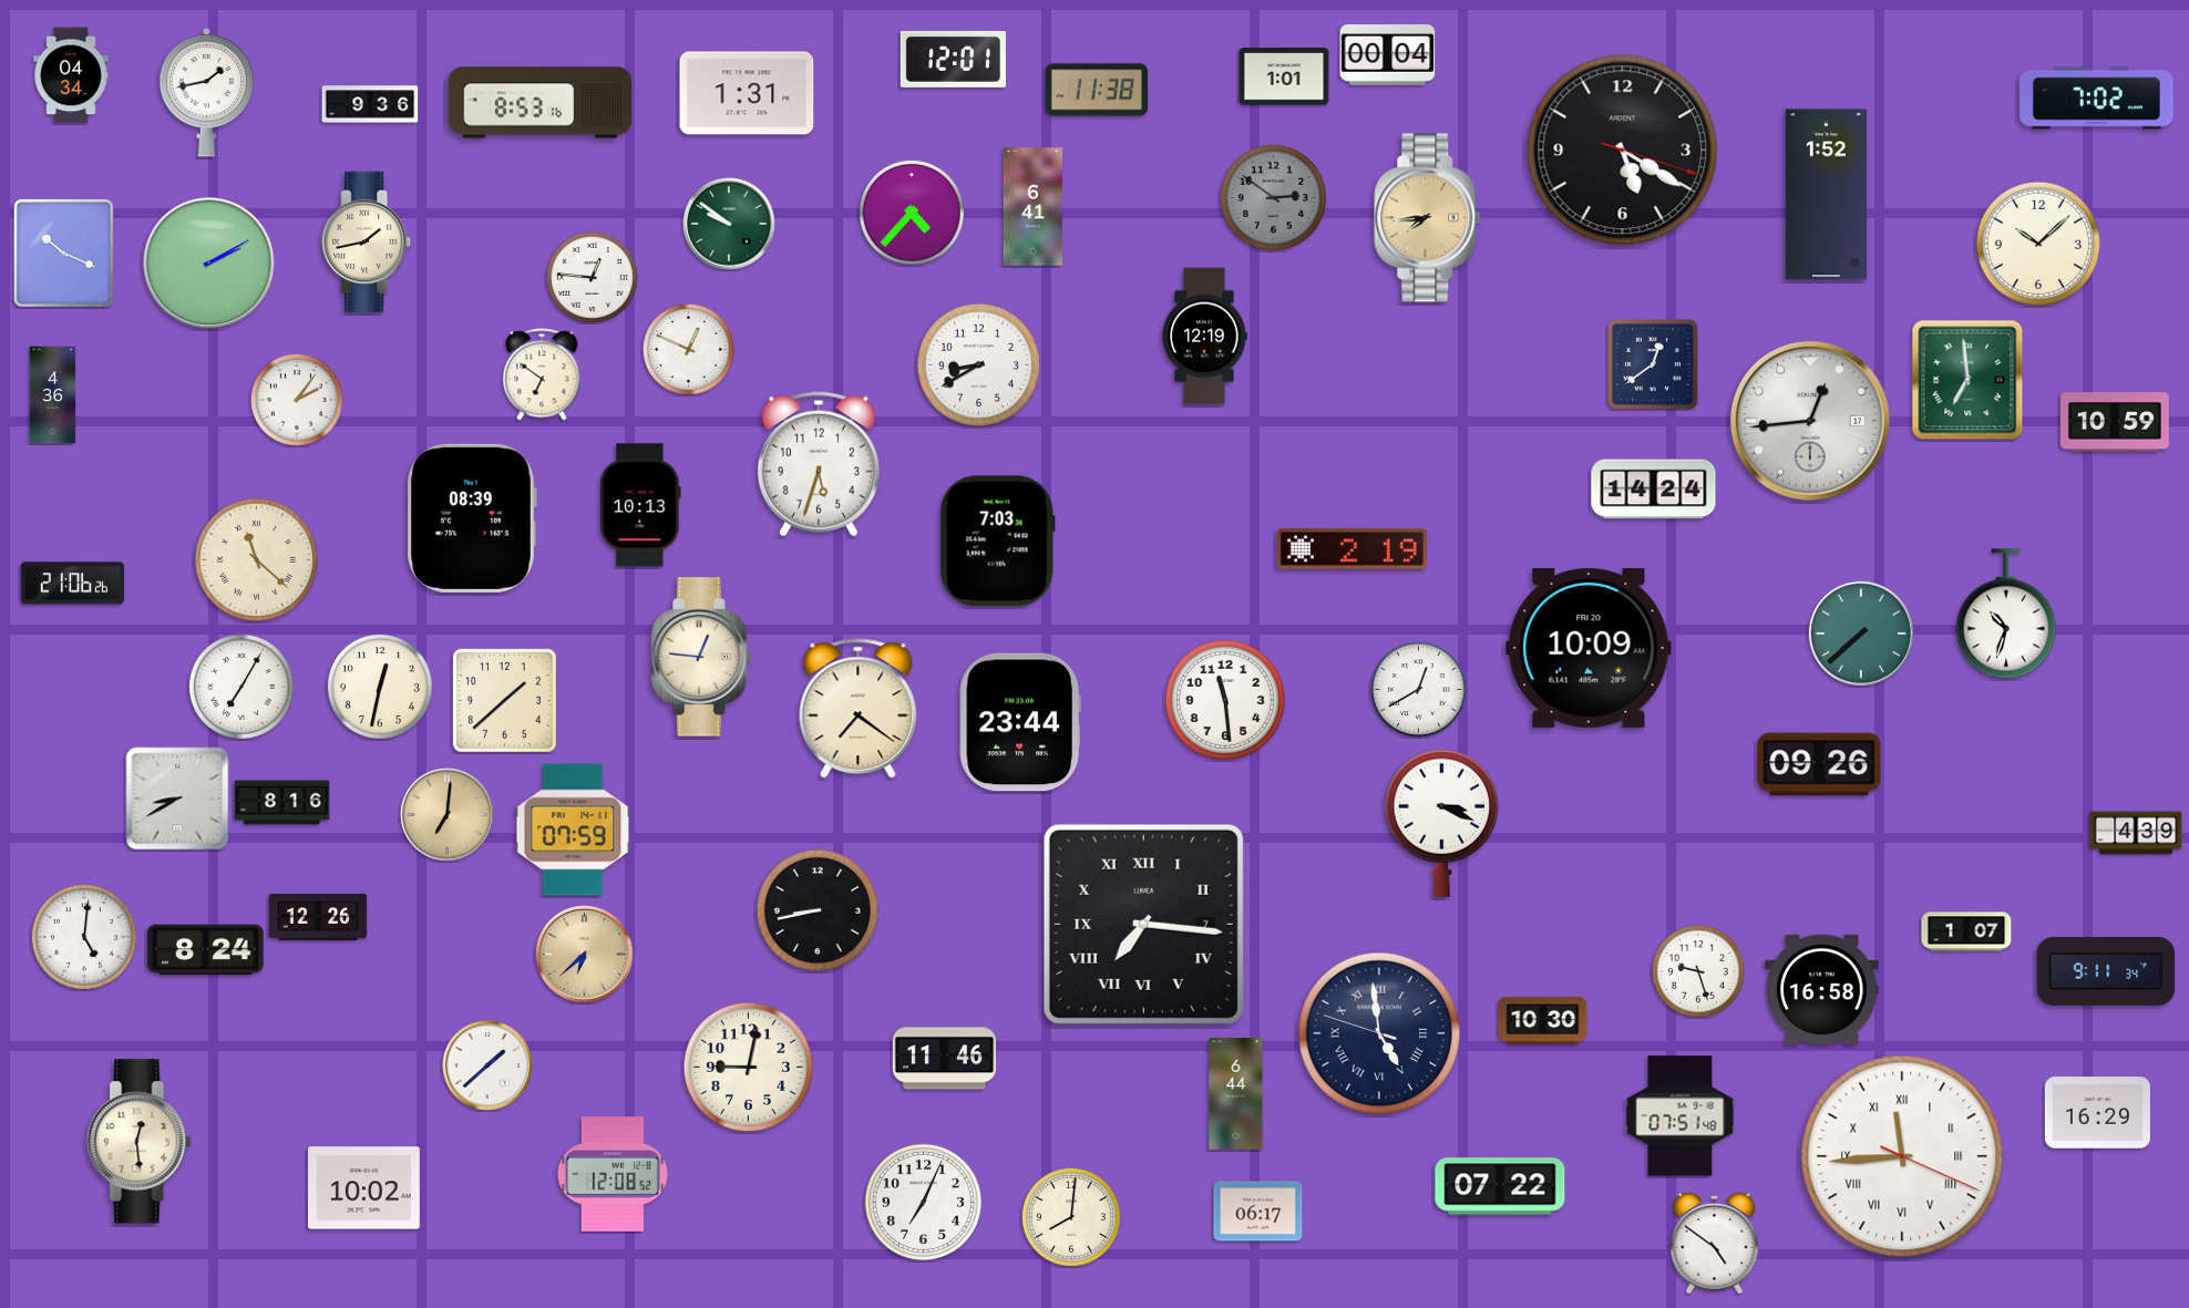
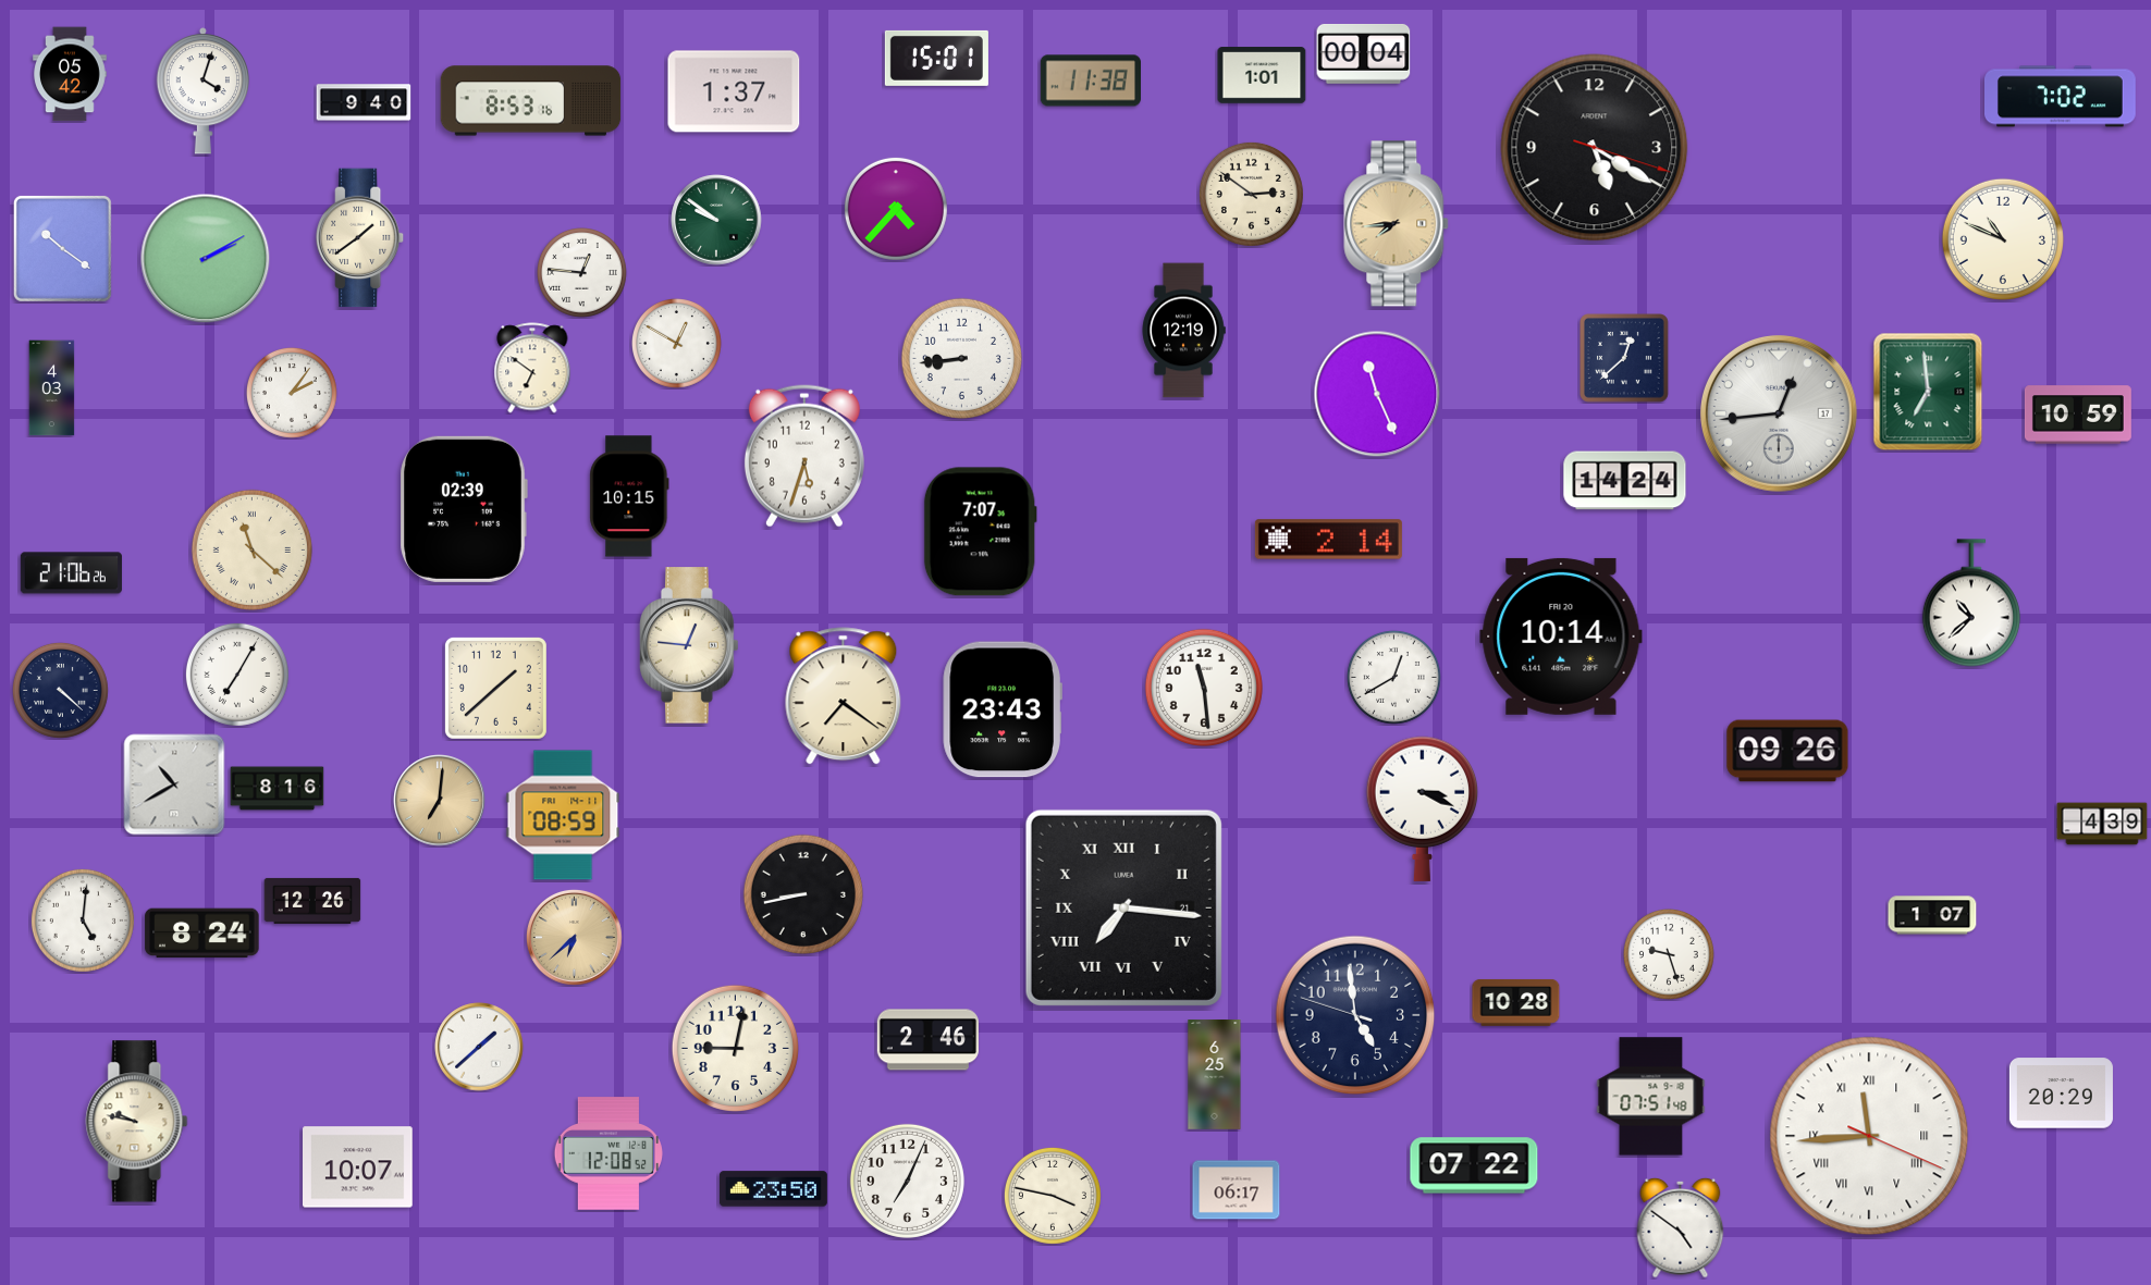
clock at (953, 59): 12:01 -> 15:01
clock at (71, 75): 04:34 -> 05:42
clock at (1096, 90) position: (1096, 90) -> (1090, 81)
clock at (207, 93): 1:43 -> 4:03
clock at (747, 93): 1:31 -> 1:37
clock at (370, 104): 9:36 -> 9:40
clock at (1827, 195): 1:52 -> none
clock at (1273, 197) dial: grey -> cream
clock at (1034, 207): 6:41 -> none
clock at (1428, 218) position: (1428, 218) -> (1397, 224)
clock at (368, 243): 1:43 -> 1:39
clock at (2038, 244): 10:08 -> 10:49
clock at (63, 253): 10:19 -> 10:21
clock at (689, 350): 12:49 -> 12:50
clock at (978, 364): 8:40 -> 8:44
clock at (1654, 365): 12:39 -> 12:38
clock at (1967, 380) position: (1967, 380) -> (1928, 392)
clock at (53, 395): 4:36 -> 4:03
clock at (1377, 394): none -> 11:26
clock at (640, 505): 10:13 -> 10:15
clock at (472, 518): 08:39 -> 02:39
clock at (997, 542): 7:03 -> 7:07
clock at (1352, 549): 2:19 -> 2:14
clock at (2006, 614): 10:33 -> 10:38
clock at (1861, 634): 7:38 -> none
clock at (1589, 648): 10:09 -> 10:14
clock at (380, 687): 12:32 -> none
clock at (60, 690): none -> 4:22
clock at (1020, 722): 23:44 -> 23:43
clock at (177, 799): 8:40 -> 10:40
clock at (1441, 823) position: (1441, 823) -> (1422, 808)
clock at (573, 830): 07:59 -> 08:59
clock at (2136, 833) position: (2136, 833) -> (2102, 824)
clock at (1143, 924) date: 7 -> 21
clock at (2106, 971): 9:11 -> none
clock at (1822, 989): 16:58 -> none
clock at (1543, 1021): 10:30 -> 10:28
clock at (1379, 1033) numerals: Roman -> Arabic
clock at (944, 1059): 11:46 -> 2:46
clock at (1236, 1094): 6:44 -> 6:25
clock at (2097, 1113): 16:29 -> 20:29
clock at (140, 1142): 12:29 -> 9:47
clock at (613, 1174) position: (613, 1174) -> (609, 1153)
clock at (364, 1188): 10:02 -> 10:07
clock at (773, 1189): none -> 23:50
clock at (1071, 1217): 8:01 -> 3:47
clock at (1715, 1243) position: (1715, 1243) -> (1681, 1227)
